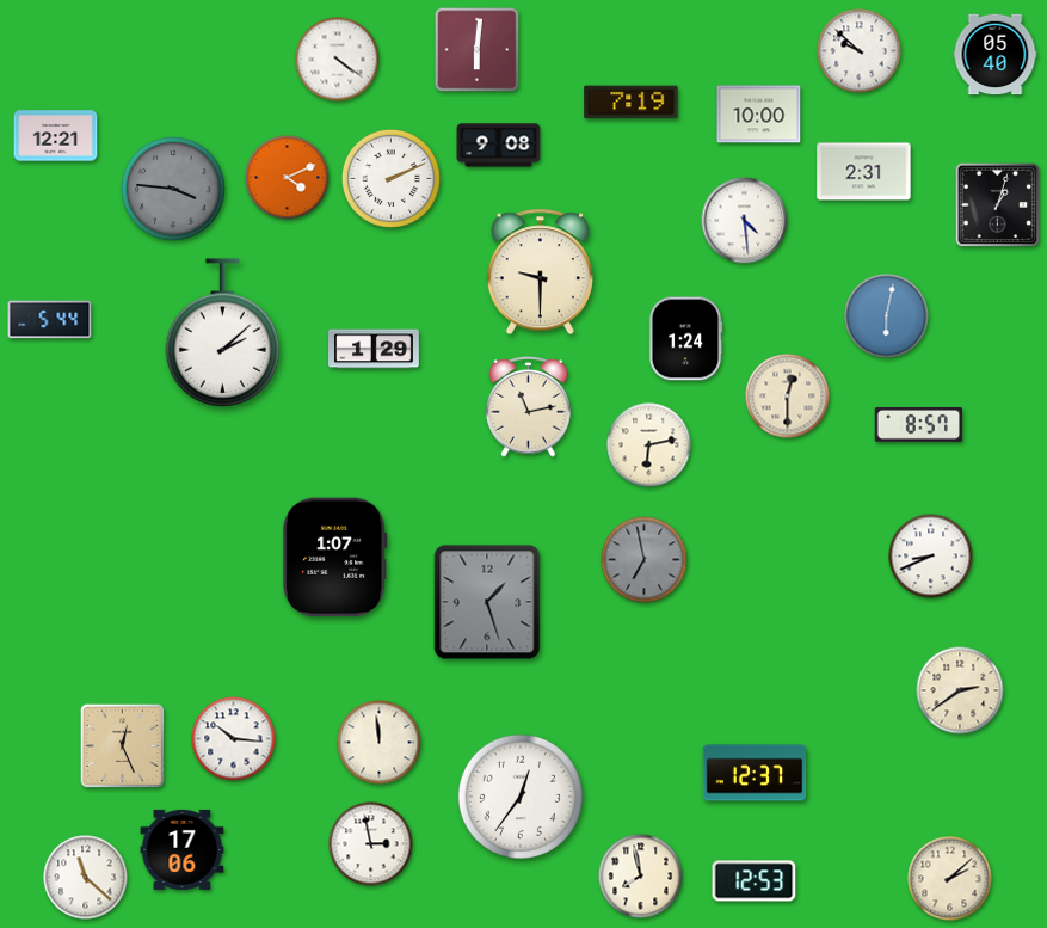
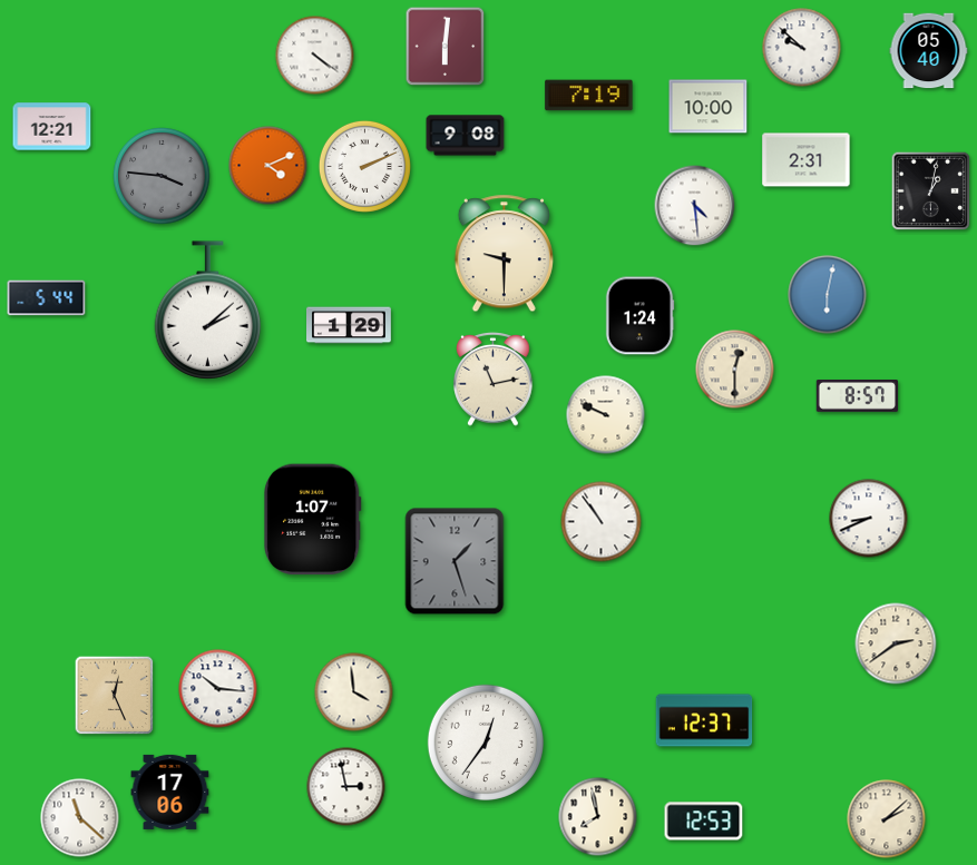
clock at (998, 205): 1:03 -> 1:02
clock at (649, 445): 6:13 -> 9:49
clock at (645, 560): 6:58 -> 10:54
clock at (645, 560) dial: grey -> white
clock at (380, 743): 11:59 -> 3:59
